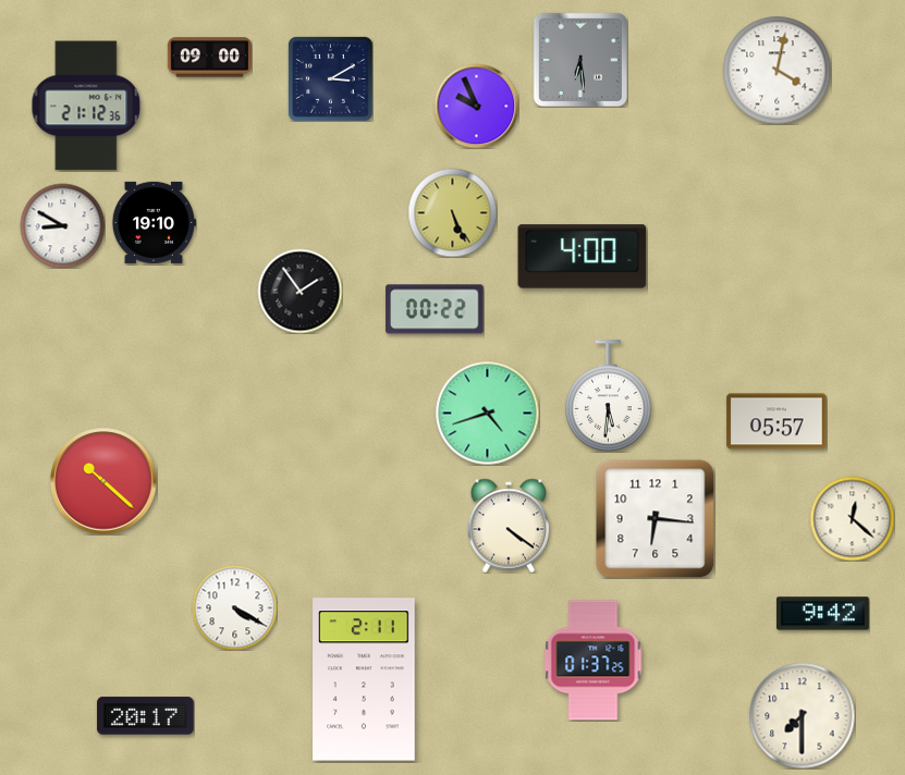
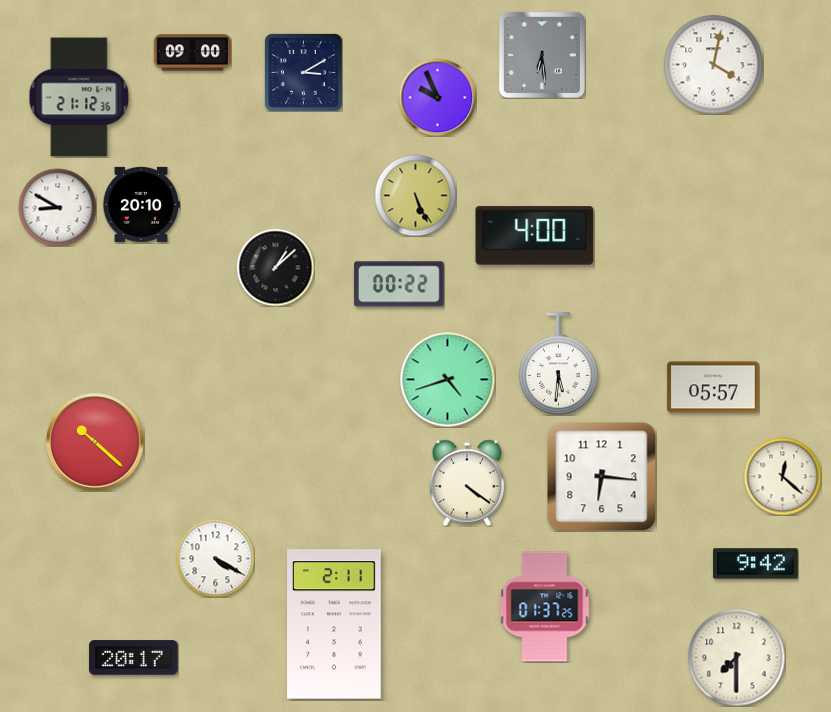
clock at (580, 60) position: (580, 60) -> (542, 55)
clock at (154, 222): 19:10 -> 20:10
clock at (299, 291): 1:54 -> 1:08
